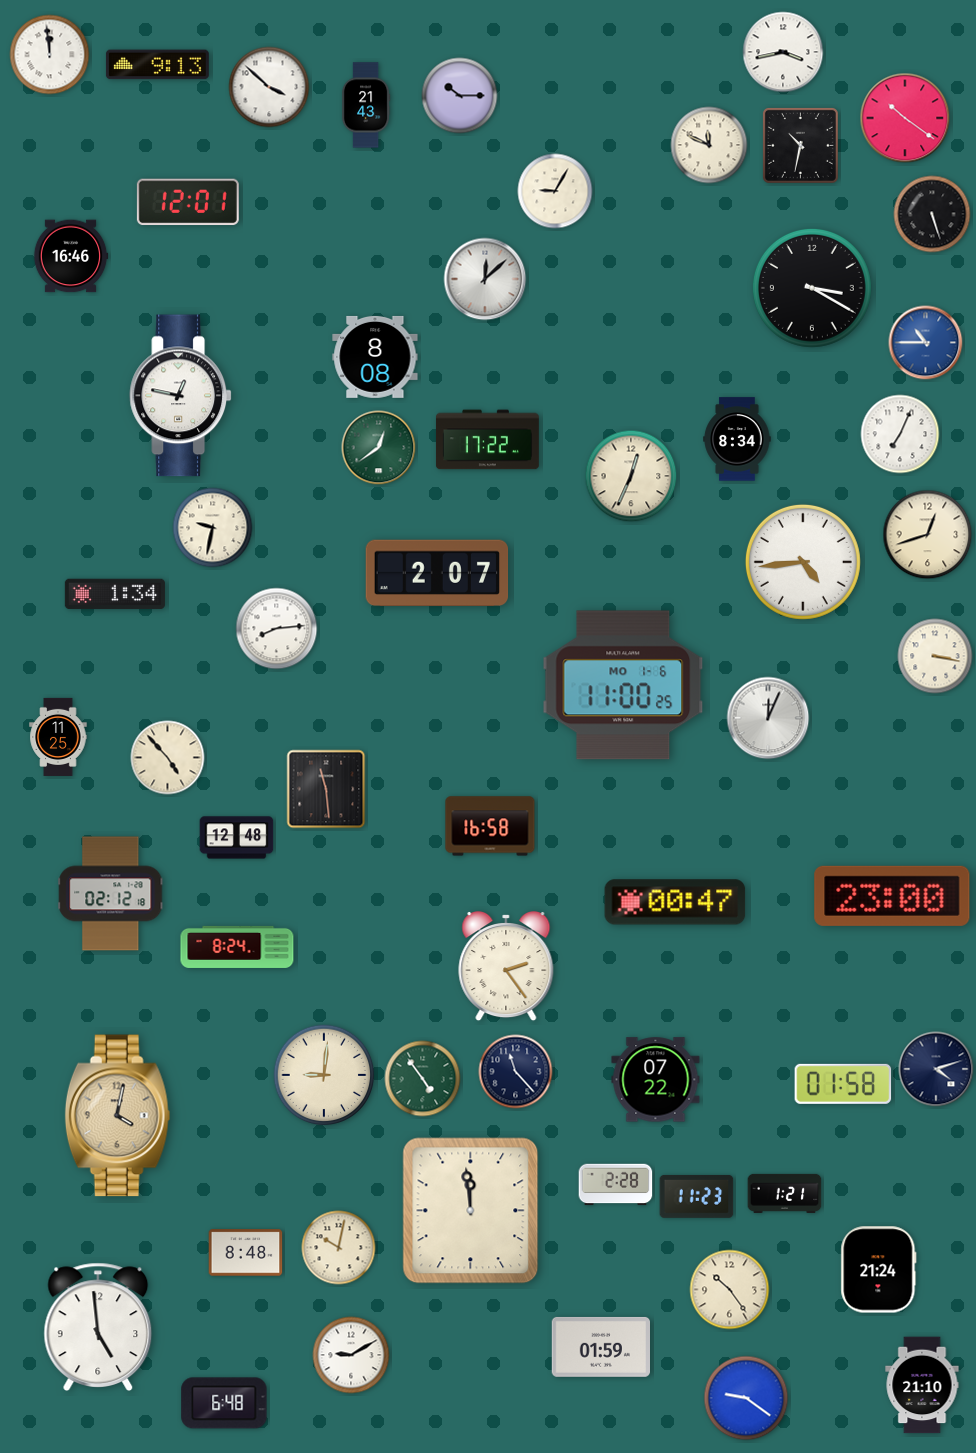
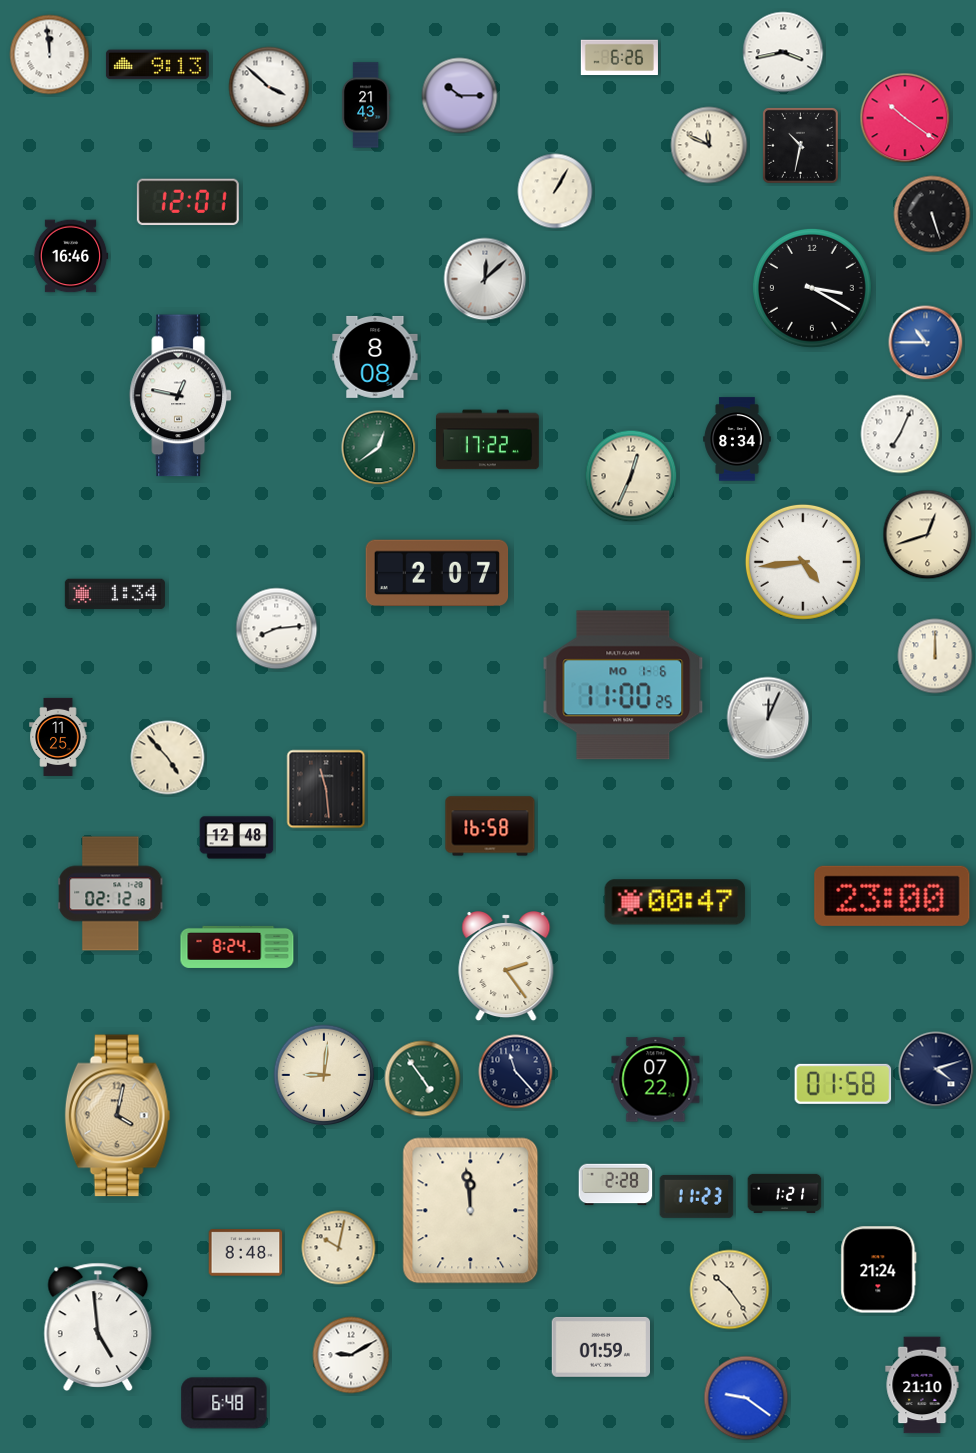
clock at (619, 58): none -> 6:26
clock at (555, 191): 9:05 -> 1:05
clock at (213, 528): 9:32 -> none
clock at (935, 656): 3:17 -> 12:00
